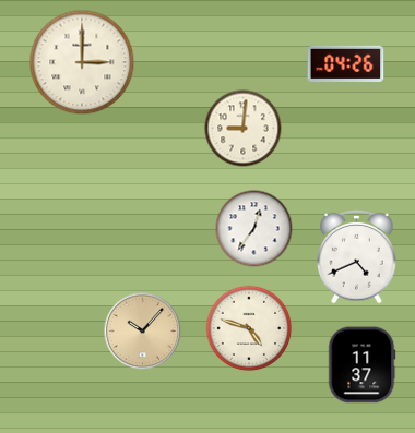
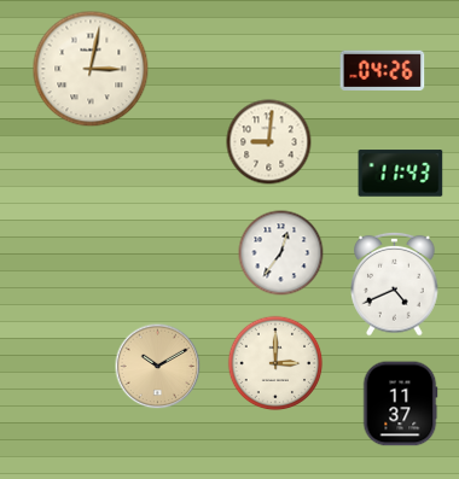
clock at (82, 62): 3:00 -> 3:02
clock at (401, 174): none -> 11:43
clock at (249, 328): 4:48 -> 3:00
clock at (143, 332): 10:07 -> 10:10
